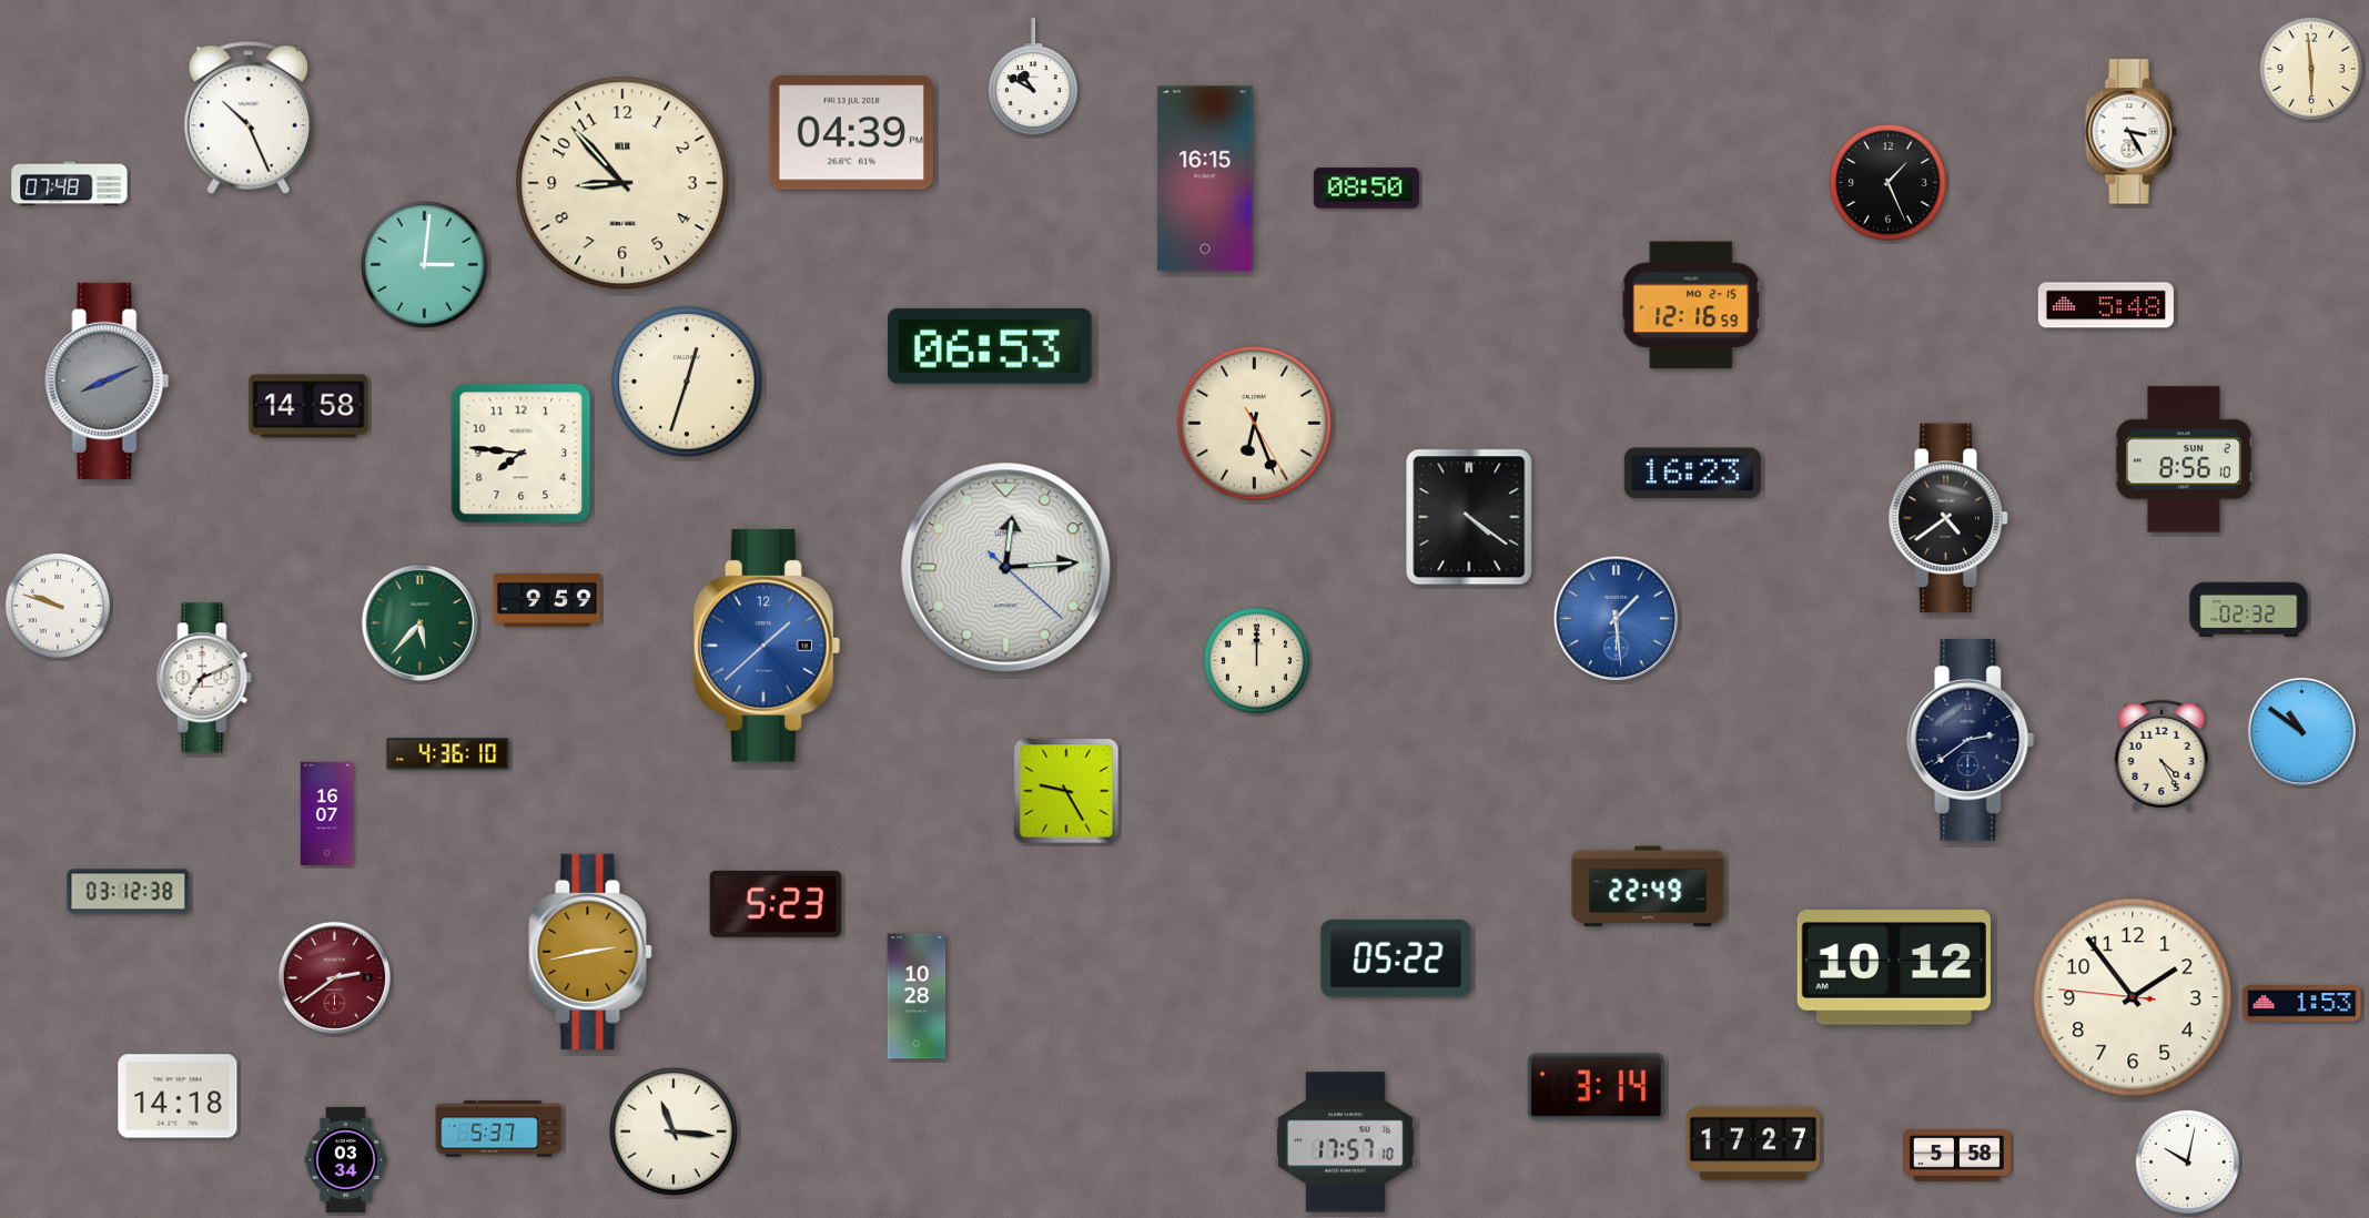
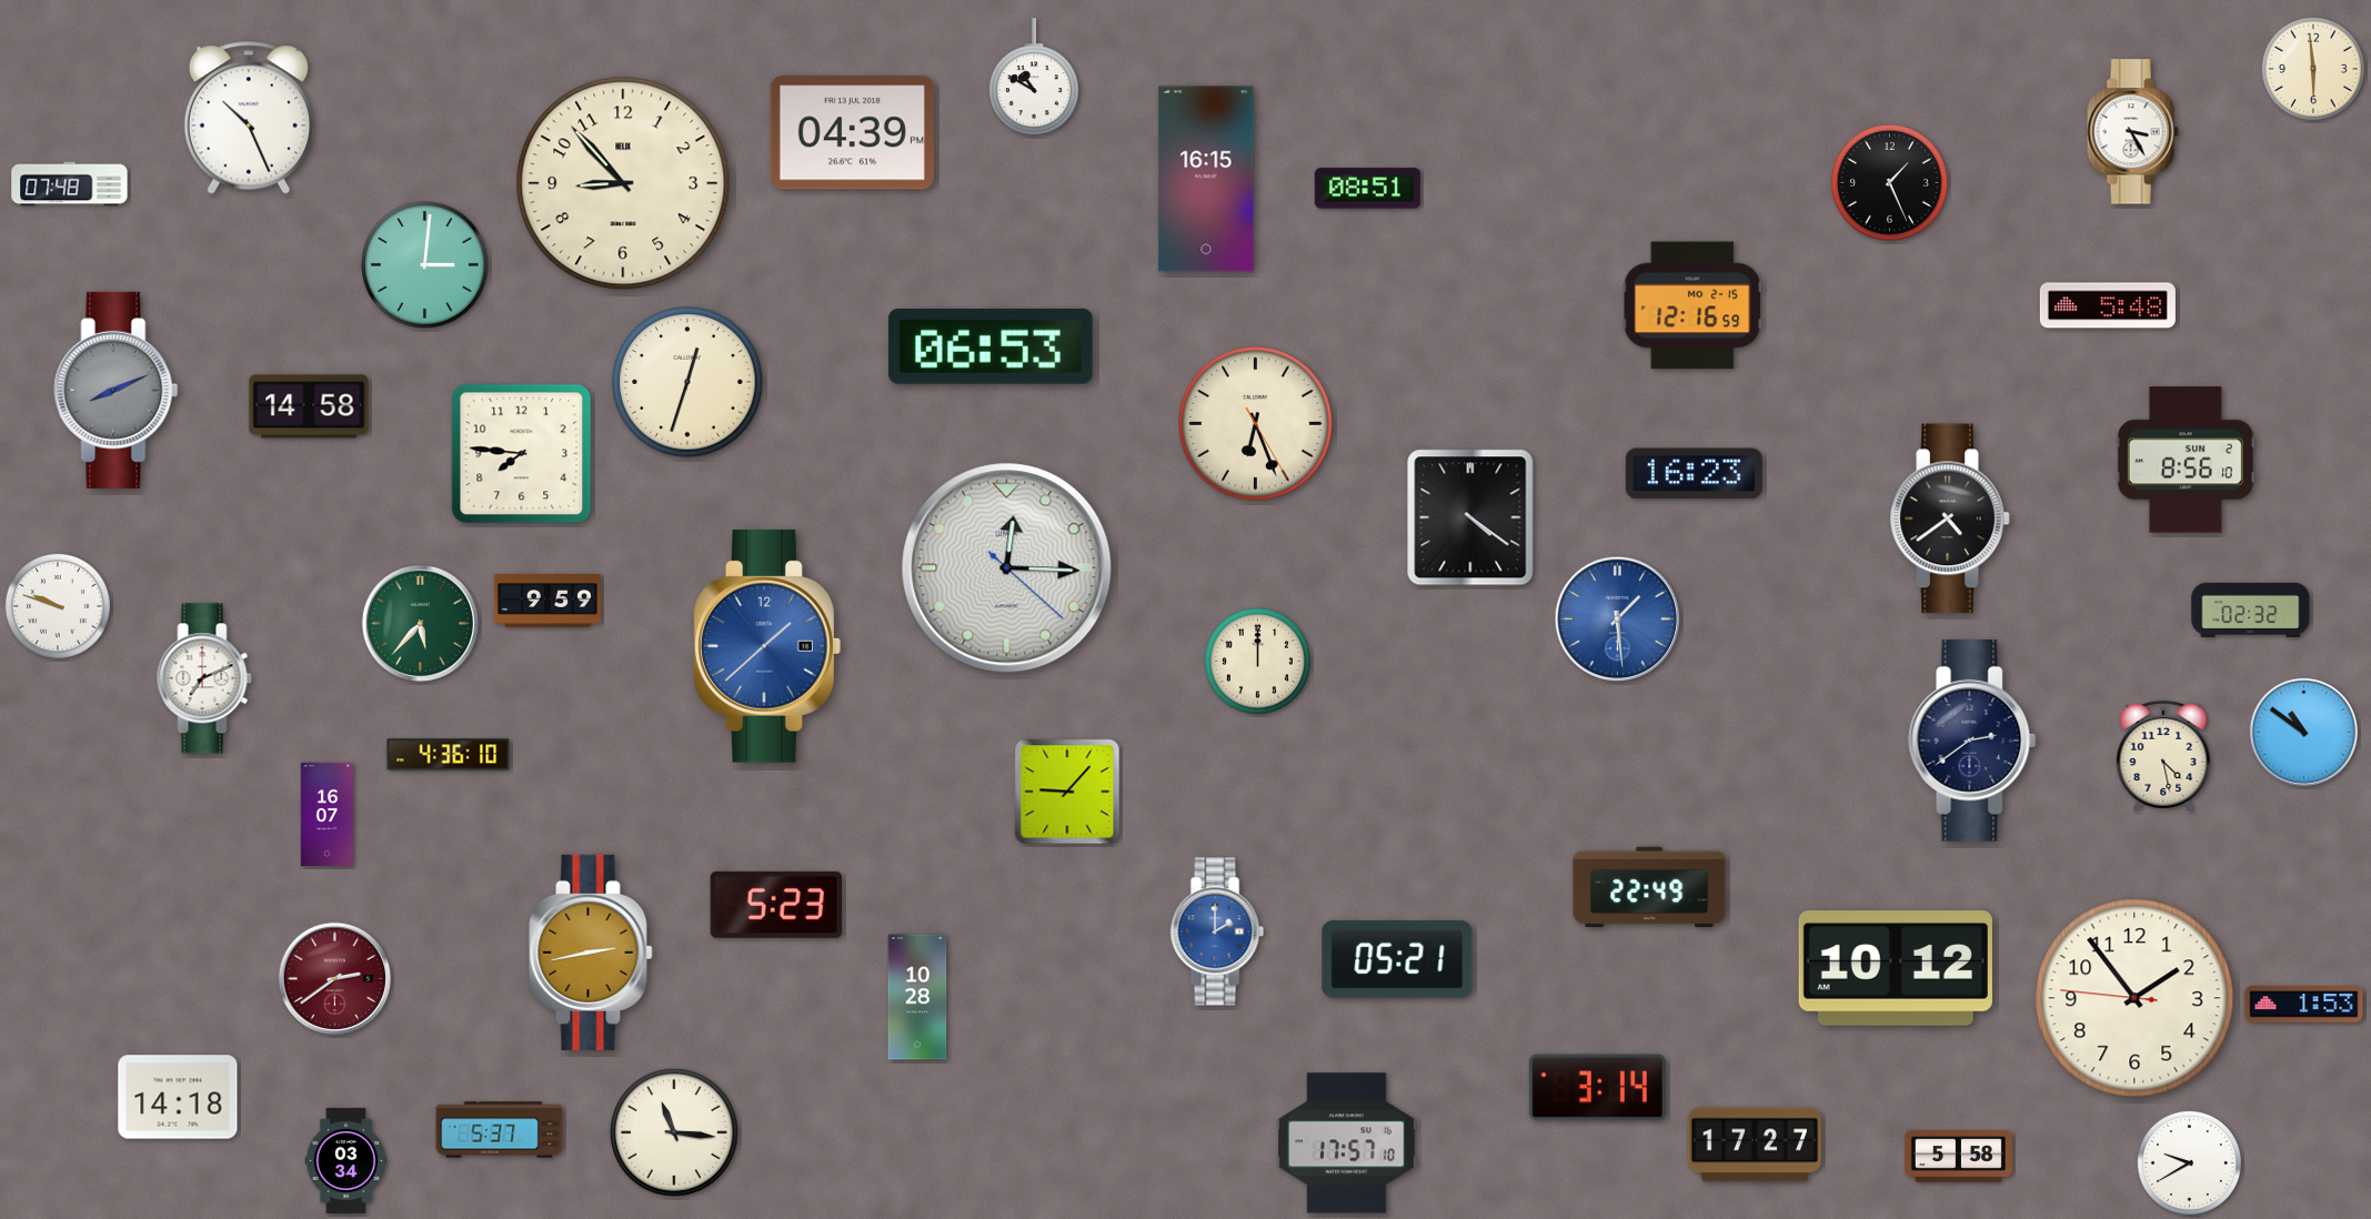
clock at (1366, 189): 08:50 -> 08:51
clock at (108, 380) position: (108, 380) -> (117, 390)
clock at (1006, 568): 12:14 -> 12:15
clock at (2162, 755): 4:25 -> 4:28
clock at (1066, 791): 9:25 -> 9:07
clock at (129, 892): 03:12 -> none
clock at (1217, 931): none -> 2:00
clock at (1396, 958): 05:22 -> 05:21
clock at (2187, 1161): 10:02 -> 9:40
